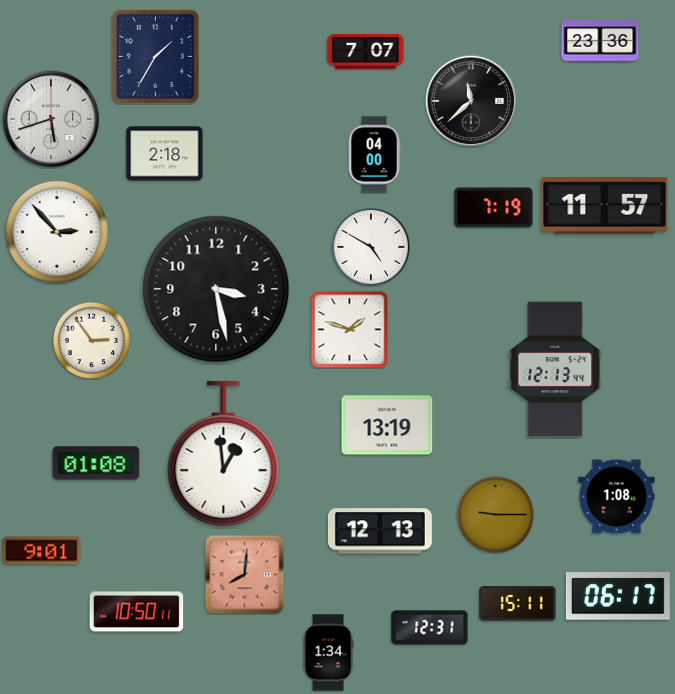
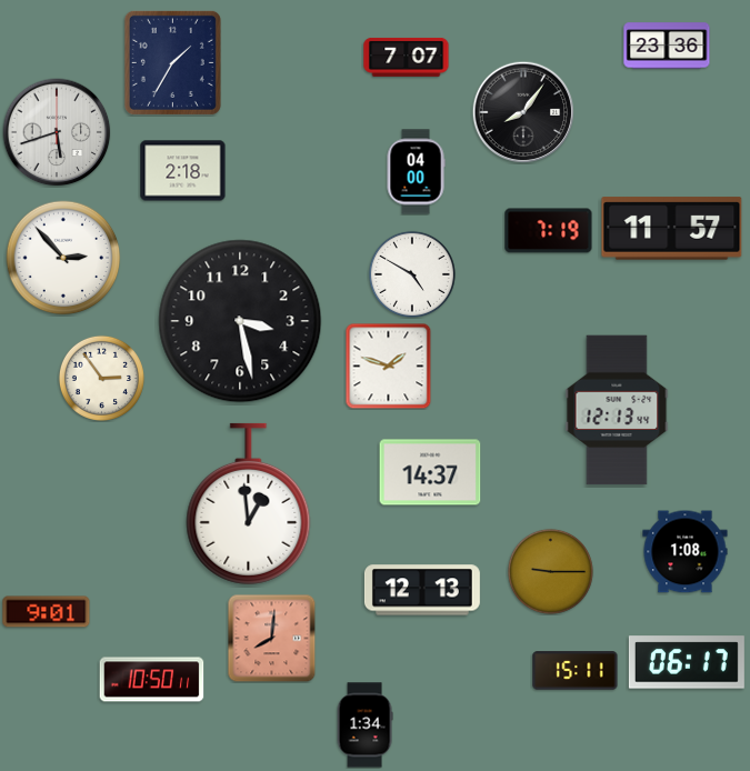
clock at (471, 101): 11:38 -> 8:06
clock at (387, 425): 13:19 -> 14:37
clock at (96, 463): 01:08 -> none
clock at (430, 628): 12:31 -> none
